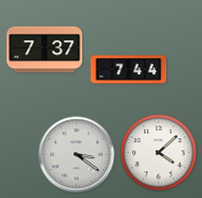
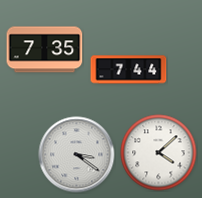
clock at (45, 50): 7:37 -> 7:35
